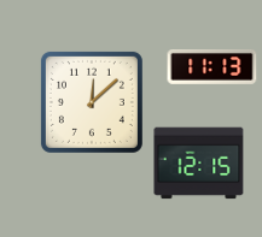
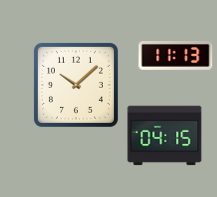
clock at (92, 102): 12:08 -> 10:08
clock at (199, 164): 12:15 -> 04:15
